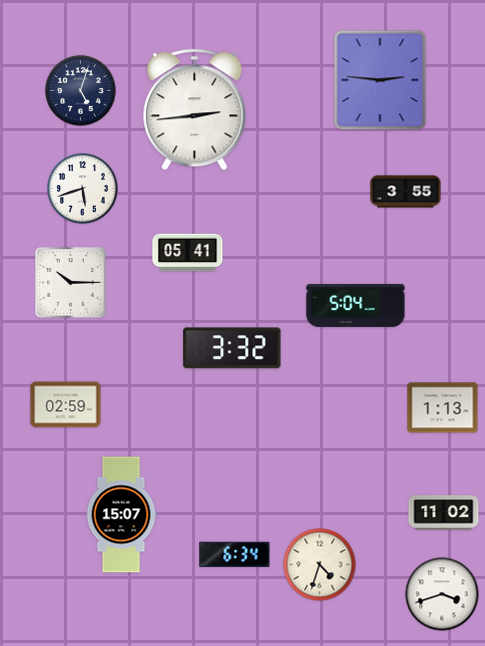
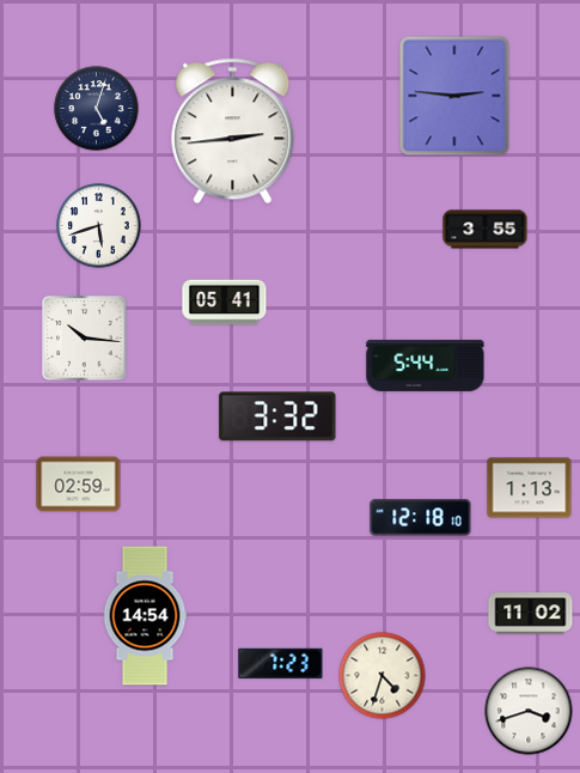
clock at (71, 283): 10:15 -> 10:16
clock at (356, 305): 5:04 -> 5:44
clock at (421, 518): none -> 12:18
clock at (121, 515): 15:07 -> 14:54
clock at (235, 554): 6:34 -> 7:23
